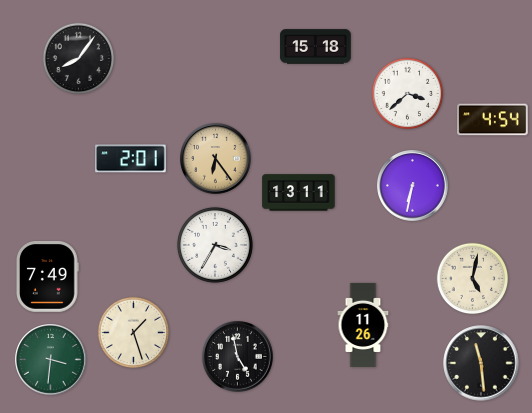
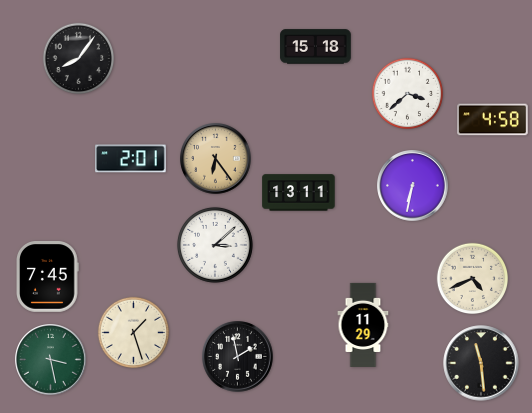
clock at (493, 120): 4:54 -> 4:58
clock at (215, 245): 3:35 -> 3:08
clock at (47, 277): 7:49 -> 7:45
clock at (473, 279): 5:02 -> 4:41
clock at (363, 325): 11:26 -> 11:29
clock at (238, 357): 4:58 -> 1:58
clock at (51, 360): 3:31 -> 3:28
